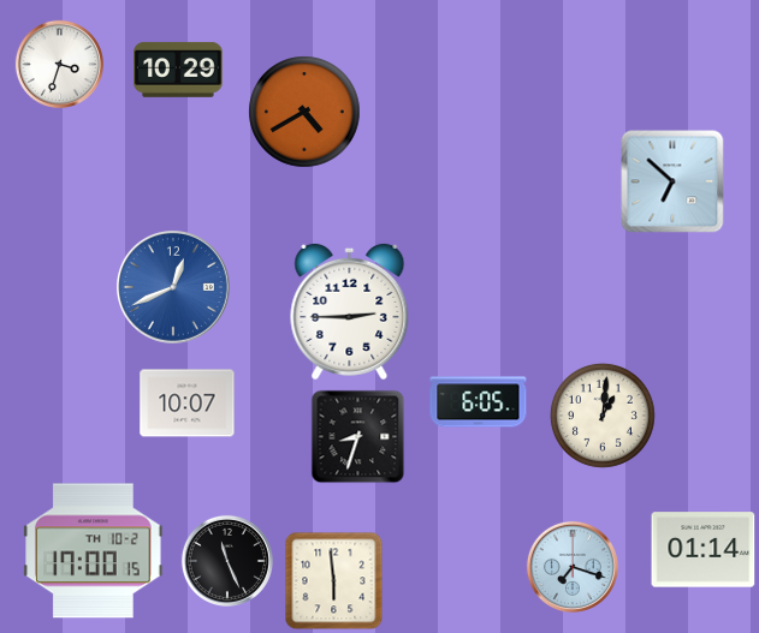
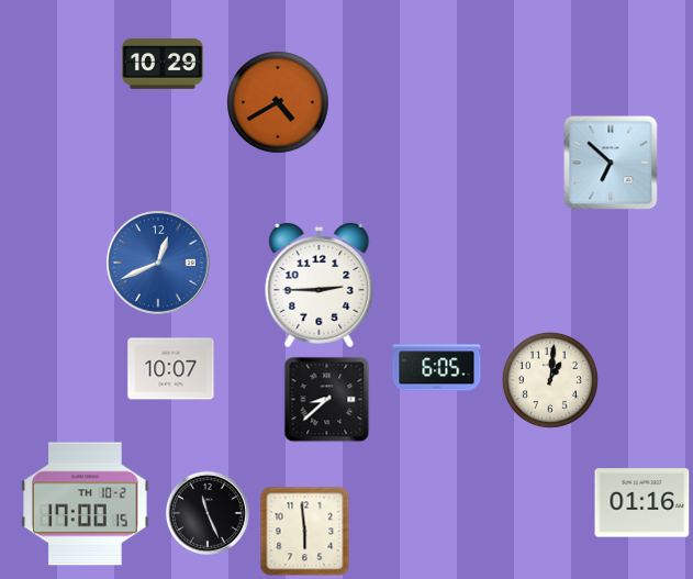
clock at (59, 64): 3:33 -> none
clock at (672, 181) position: (672, 181) -> (611, 163)
clock at (358, 437): 8:33 -> 8:38
clock at (704, 550): 01:14 -> 01:16
clock at (573, 567): 7:18 -> none
